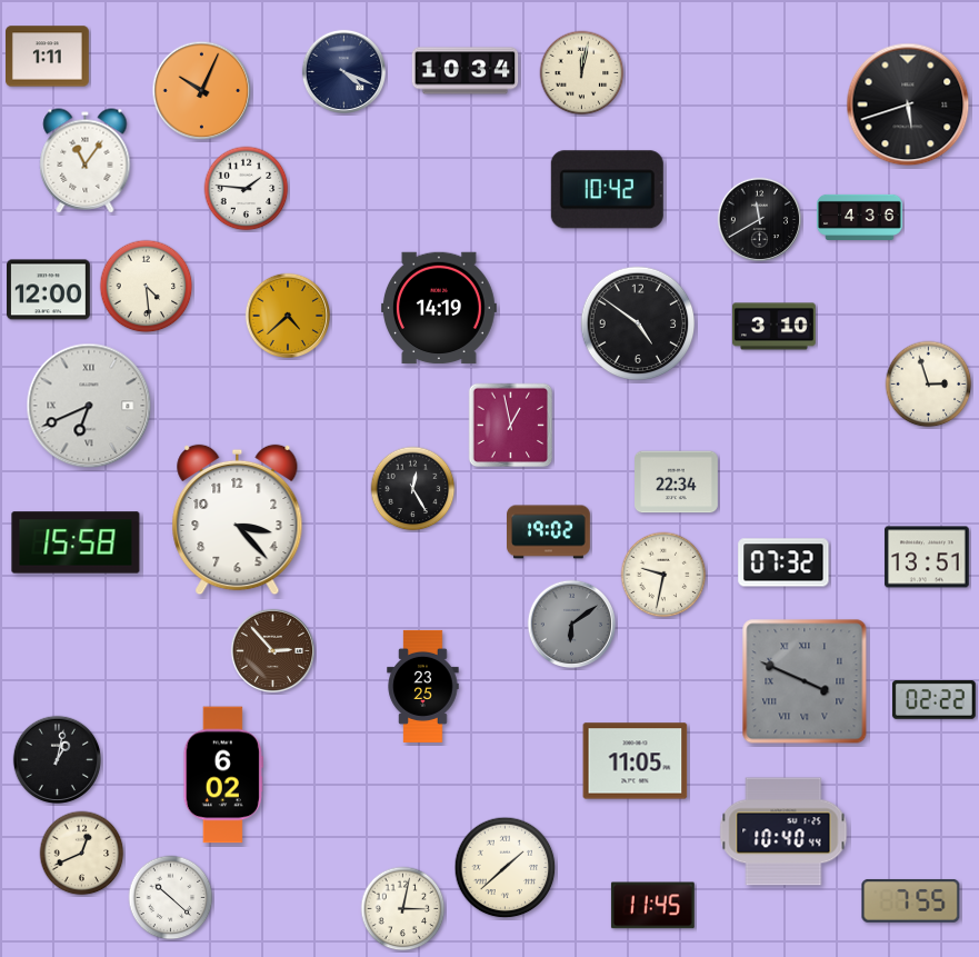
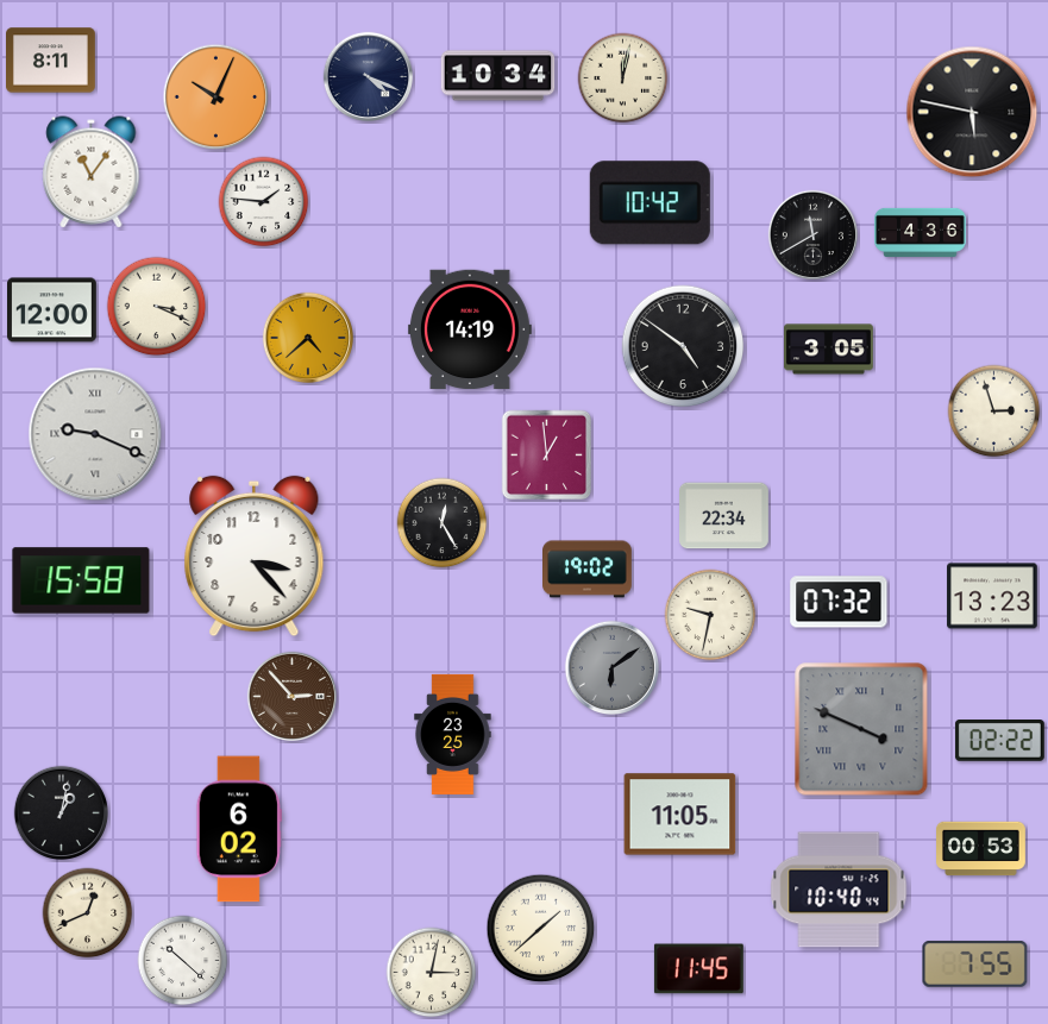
clock at (48, 57): 1:11 -> 8:11
clock at (908, 104): 5:42 -> 5:47
clock at (147, 287): 4:29 -> 3:19
clock at (775, 327): 3:10 -> 3:05
clock at (89, 406): 6:41 -> 9:19
clock at (511, 426): 12:58 -> 12:59
clock at (927, 557): 13:51 -> 13:23
clock at (933, 700) position: (933, 700) -> (999, 741)
clock at (981, 849): none -> 00:53
